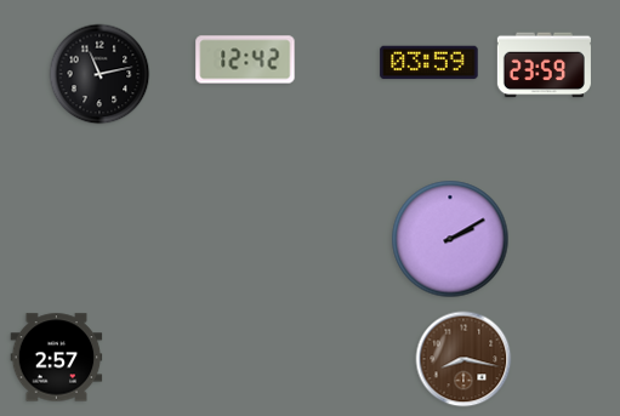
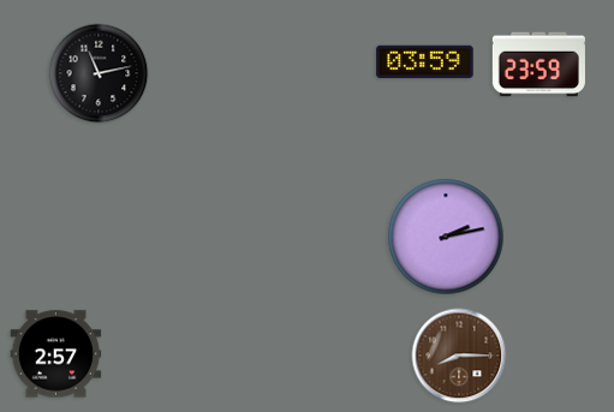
clock at (245, 59): 12:42 -> none
clock at (450, 239): 2:10 -> 2:13
clock at (463, 359): 8:17 -> 8:15
